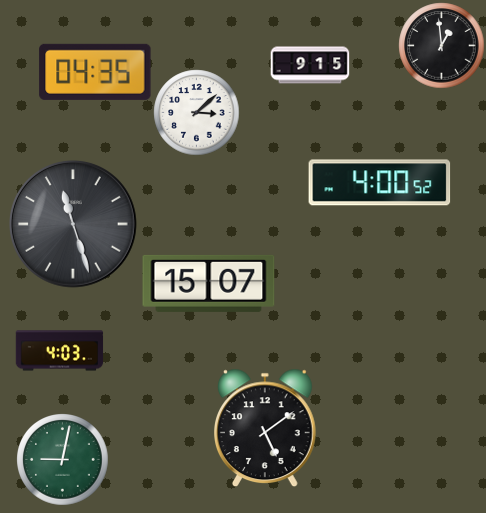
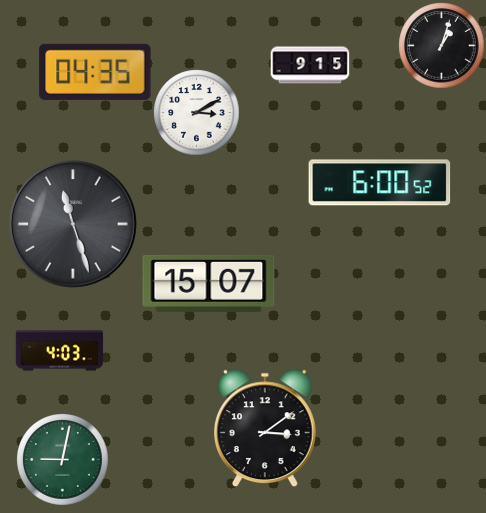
clock at (441, 45): 12:59 -> 1:03
clock at (196, 112): 3:08 -> 3:10
clock at (380, 183): 4:00 -> 6:00
clock at (266, 428): 5:09 -> 3:09
